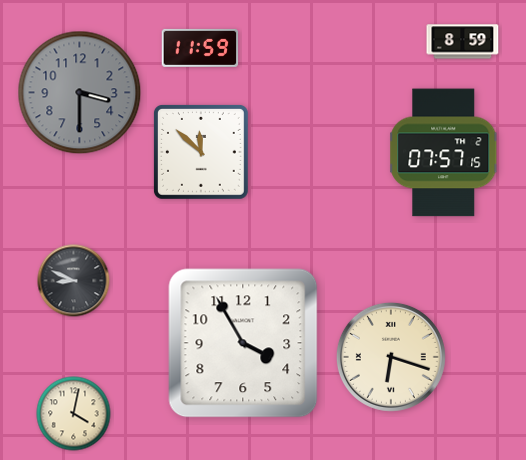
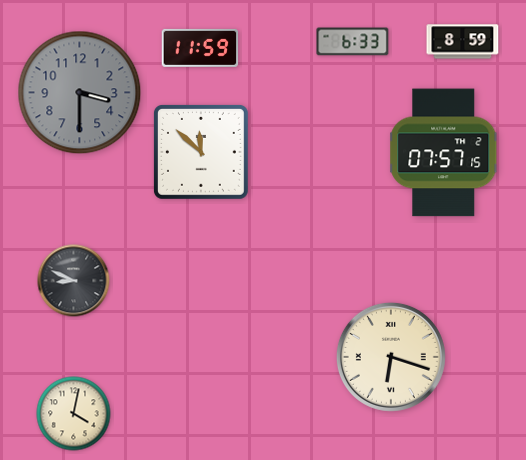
clock at (353, 42): none -> 6:33
clock at (243, 343): 3:55 -> none
